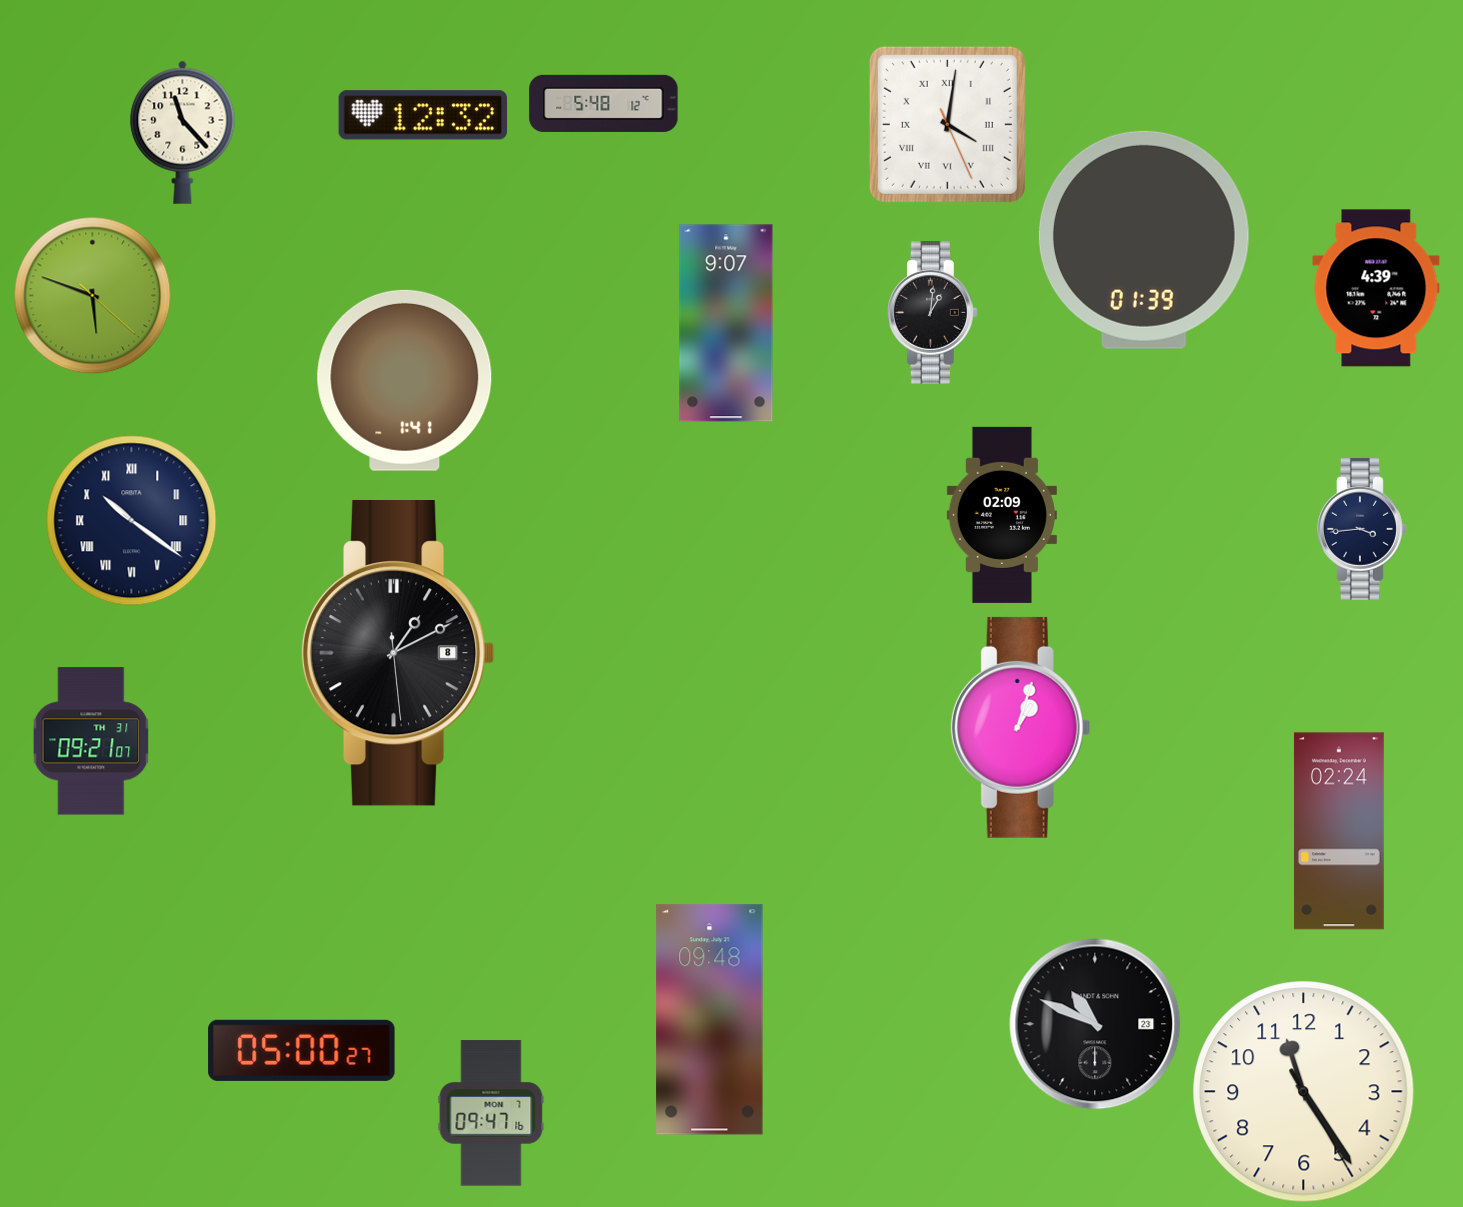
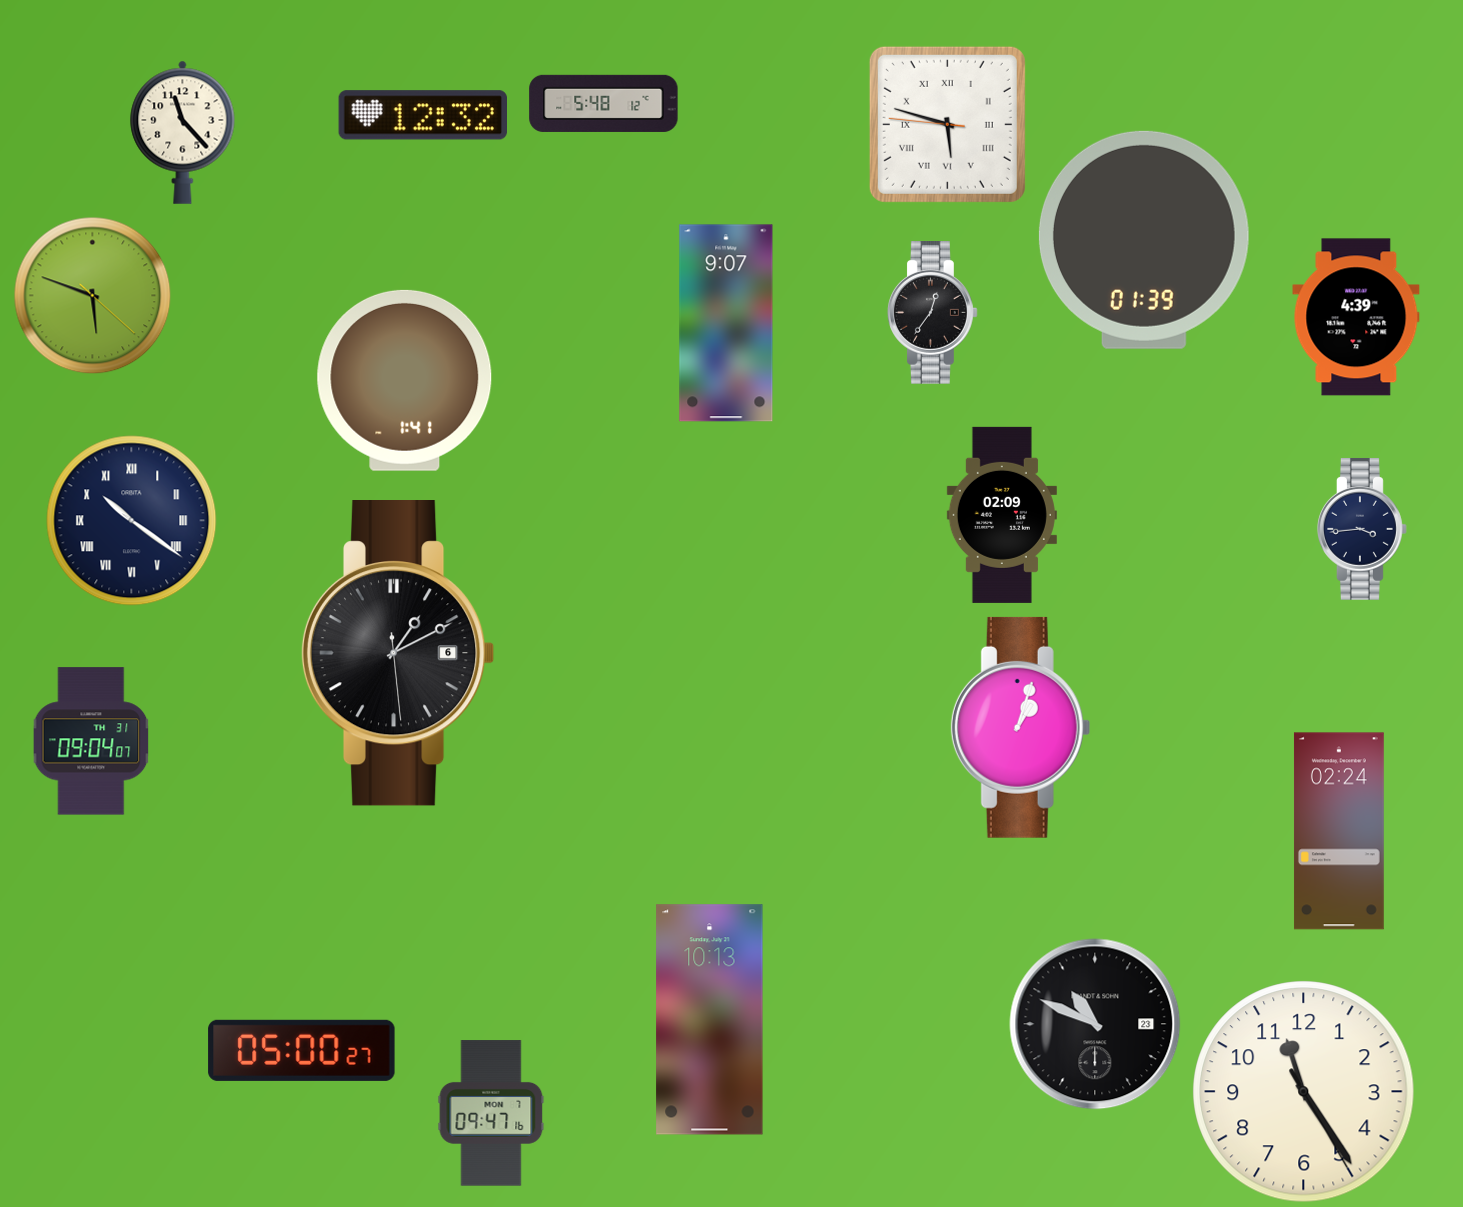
clock at (947, 124): 4:01 -> 5:47
clock at (1376, 288) position: (1376, 288) -> (1356, 317)
clock at (933, 313): 1:01 -> 12:36
clock at (398, 654) date: 8 -> 6
clock at (91, 741): 09:21 -> 09:04
clock at (710, 1020): 09:48 -> 10:13
